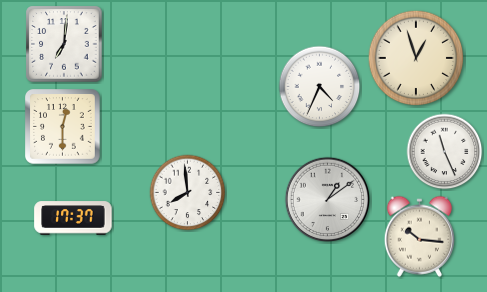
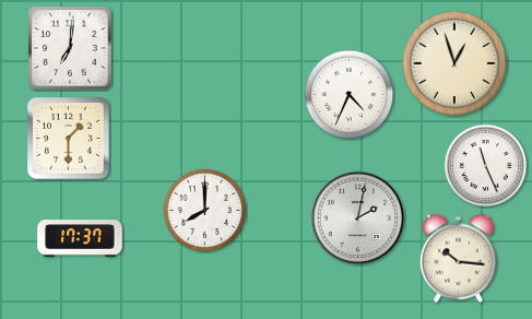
clock at (63, 127): 12:30 -> 1:30
clock at (188, 193): 7:59 -> 8:00
clock at (328, 200): 1:09 -> 2:02
